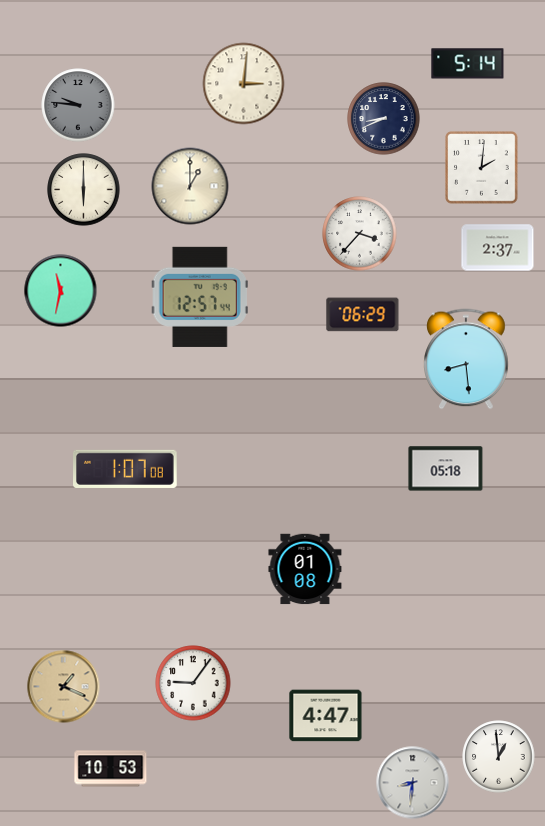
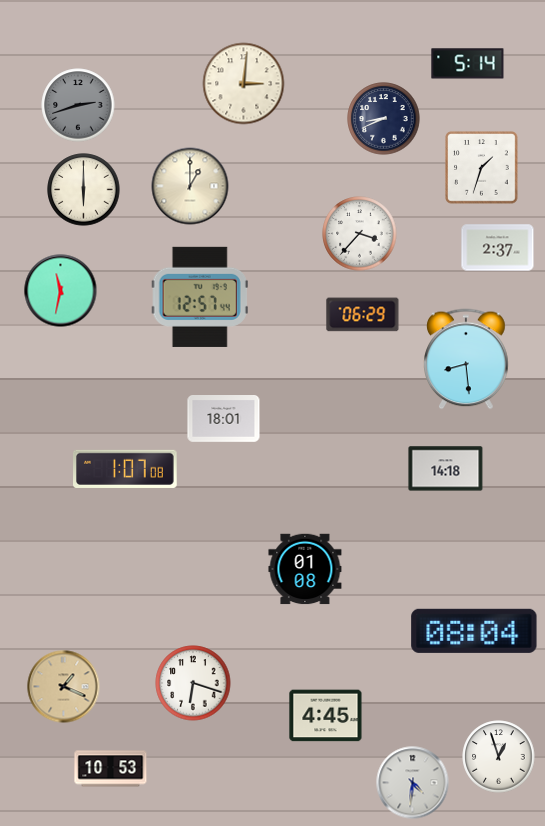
clock at (78, 105): 9:46 -> 2:42
clock at (482, 168): 2:01 -> 1:33
clock at (224, 419): none -> 18:01
clock at (446, 469): 05:18 -> 14:18
clock at (474, 631): none -> 08:04
clock at (193, 683): 9:06 -> 6:18
clock at (326, 716): 4:47 -> 4:45
clock at (499, 757): 12:59 -> 12:57
clock at (413, 783): 8:31 -> 4:31
